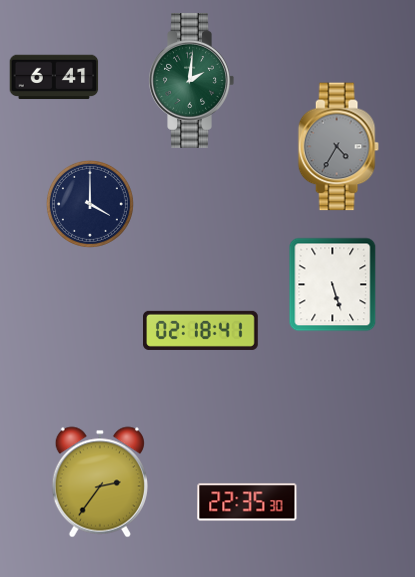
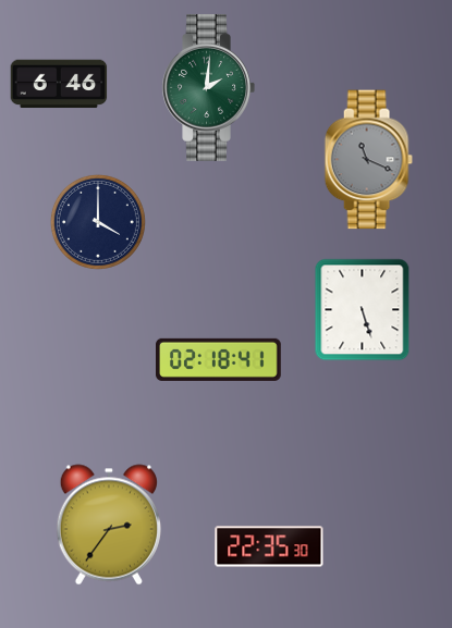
clock at (54, 77): 6:41 -> 6:46
clock at (338, 147): 4:35 -> 11:19
